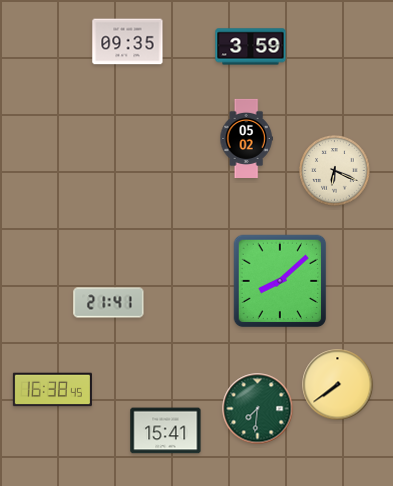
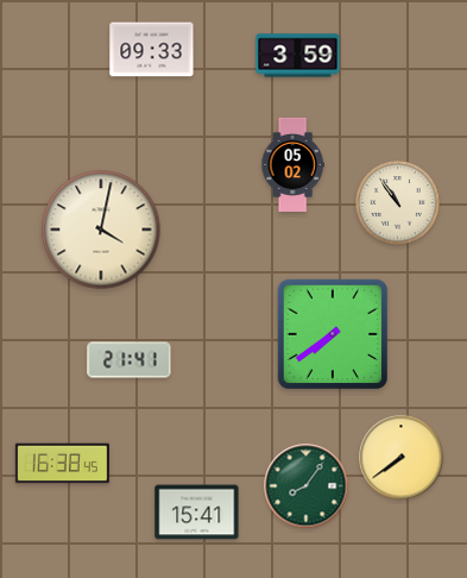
clock at (128, 42): 09:35 -> 09:33
clock at (335, 171): 6:19 -> 10:54
clock at (101, 230): none -> 4:02
clock at (280, 281): 8:08 -> 7:39
clock at (258, 409): 7:31 -> 8:06
